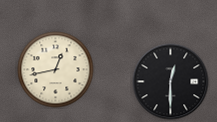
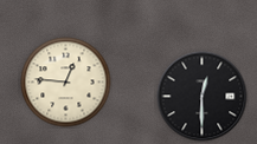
clock at (56, 70): 12:43 -> 12:46
